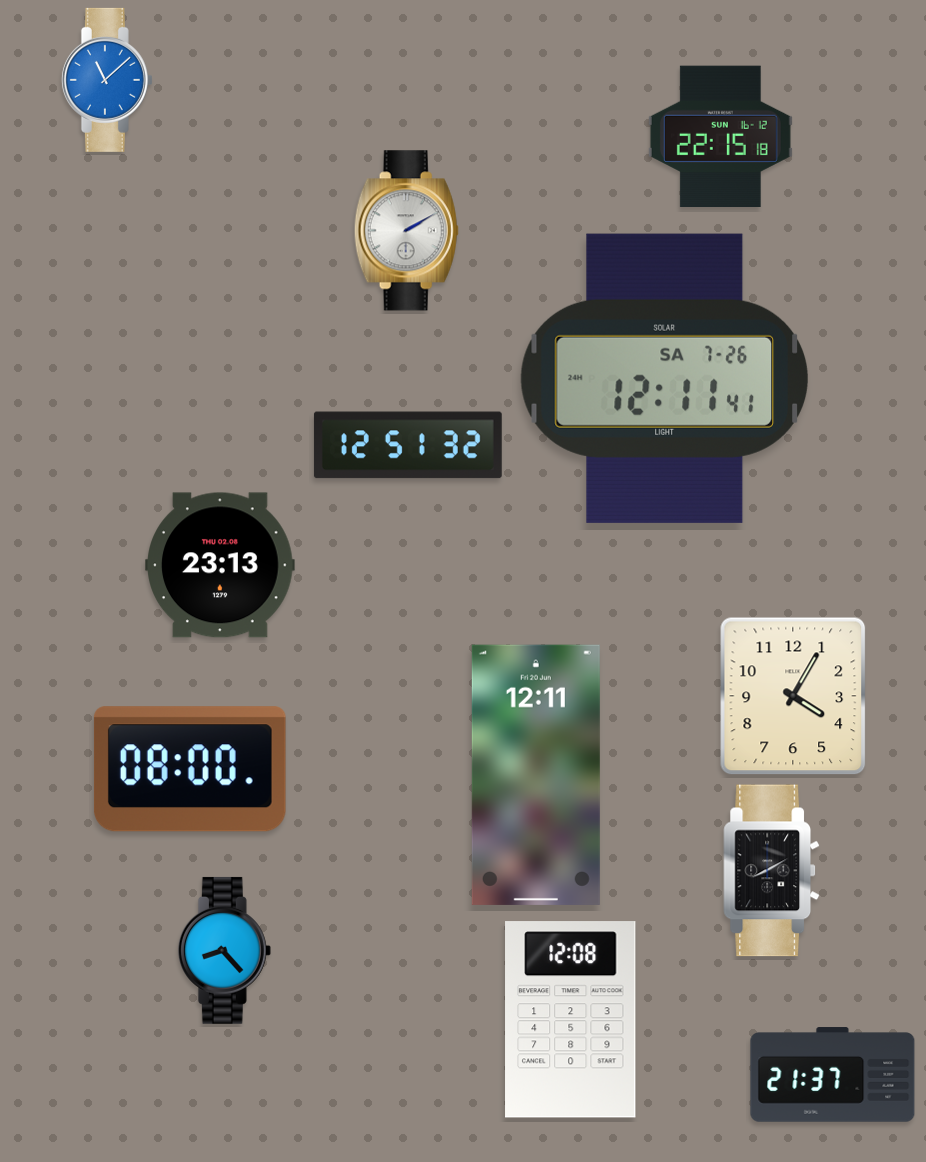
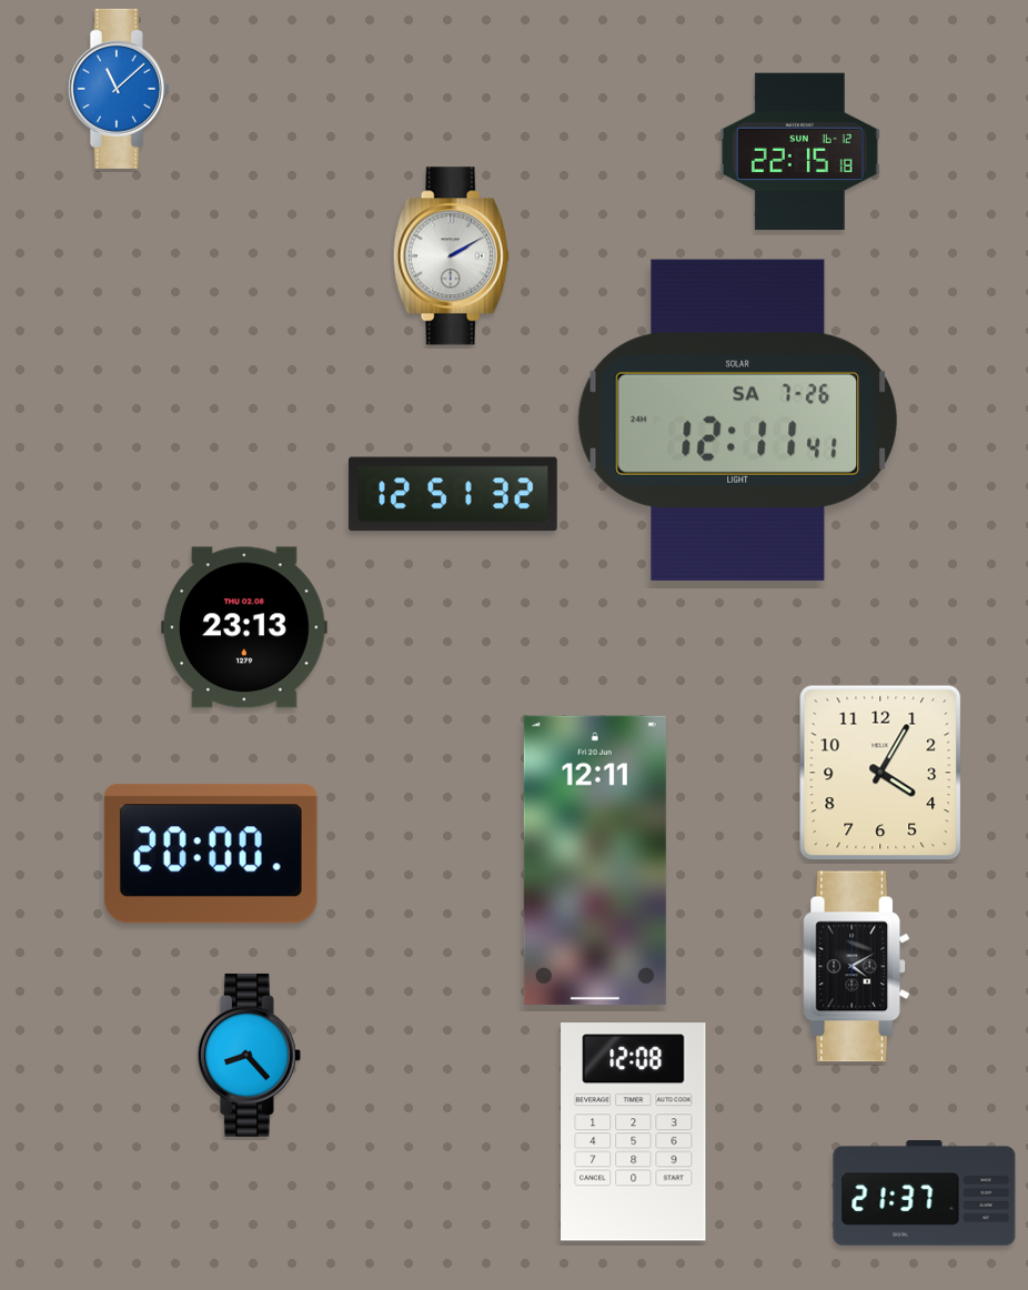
clock at (190, 769): 08:00 -> 20:00
clock at (772, 871): 8:10 -> 4:10
